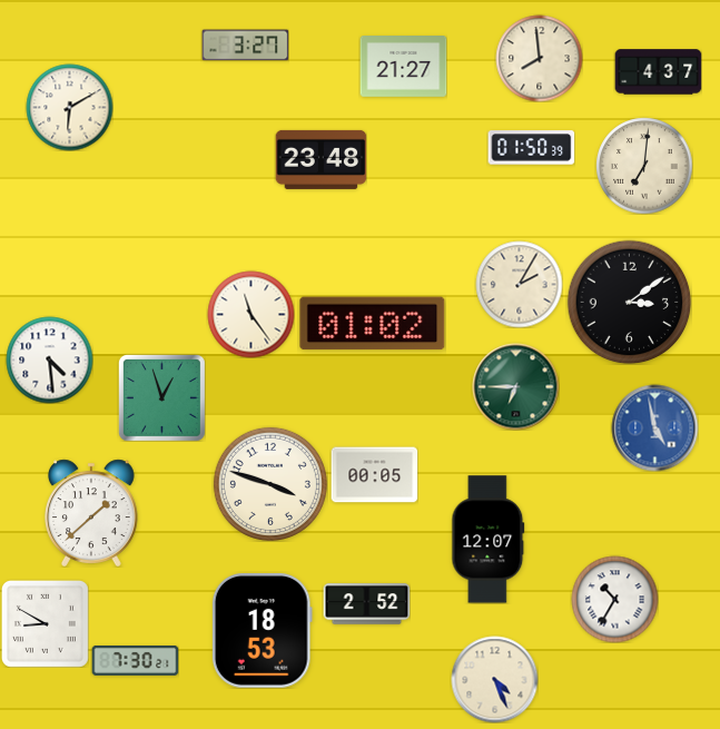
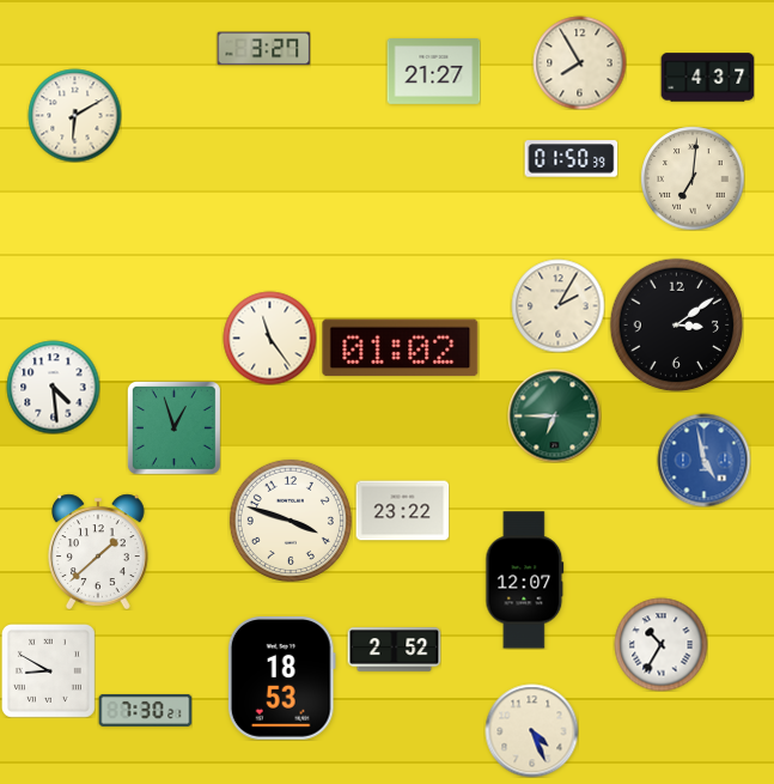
clock at (539, 58): 7:59 -> 7:55
clock at (320, 159): 23:48 -> none
clock at (374, 475): 00:05 -> 23:22
